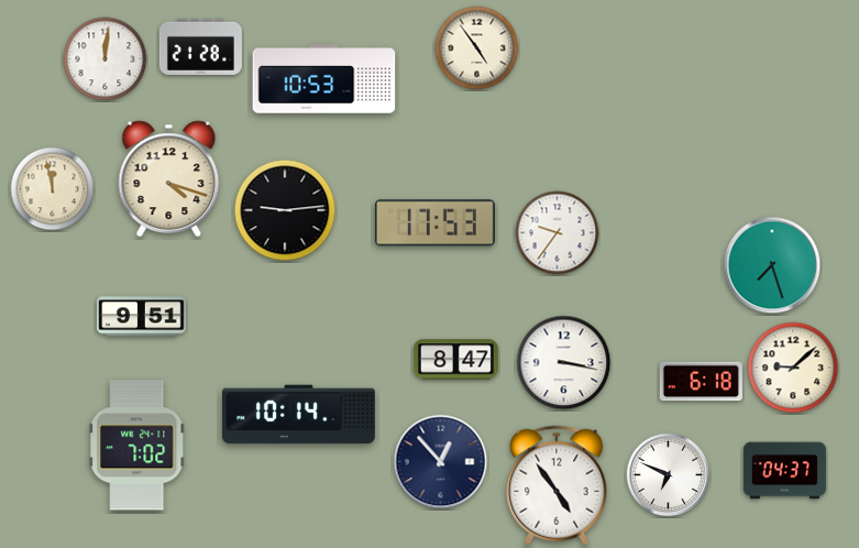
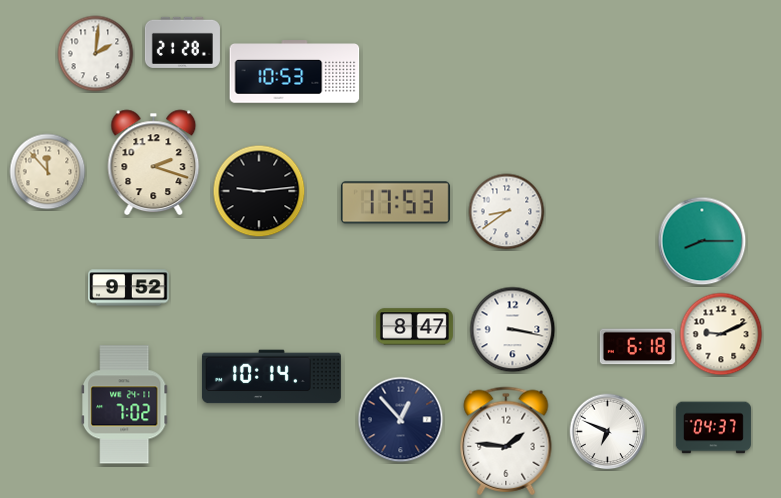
clock at (477, 48): 4:54 -> none
clock at (106, 59): 12:01 -> 2:01
clock at (169, 179): 4:18 -> 2:18
clock at (53, 189): 11:58 -> 11:53
clock at (558, 233): 9:36 -> 8:39
clock at (772, 265): 7:27 -> 8:15
clock at (142, 317): 9:51 -> 9:52
clock at (793, 368): 9:08 -> 9:11
clock at (557, 485): 4:54 -> 1:46
